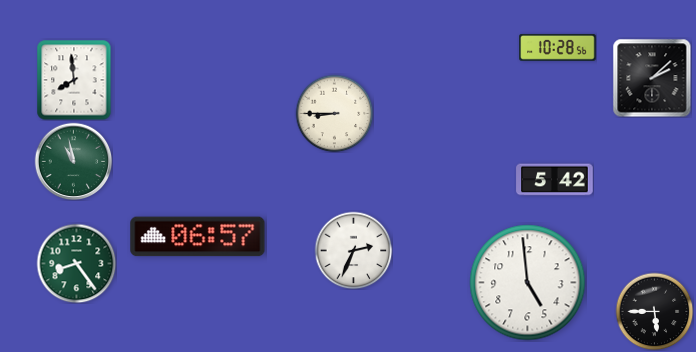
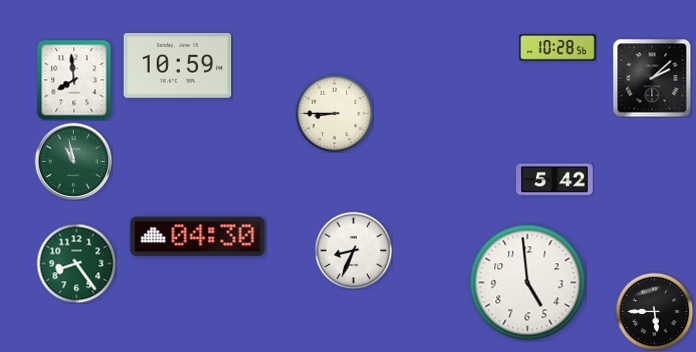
clock at (178, 66): none -> 10:59
clock at (198, 237): 06:57 -> 04:30
clock at (353, 250): 2:34 -> 8:34
